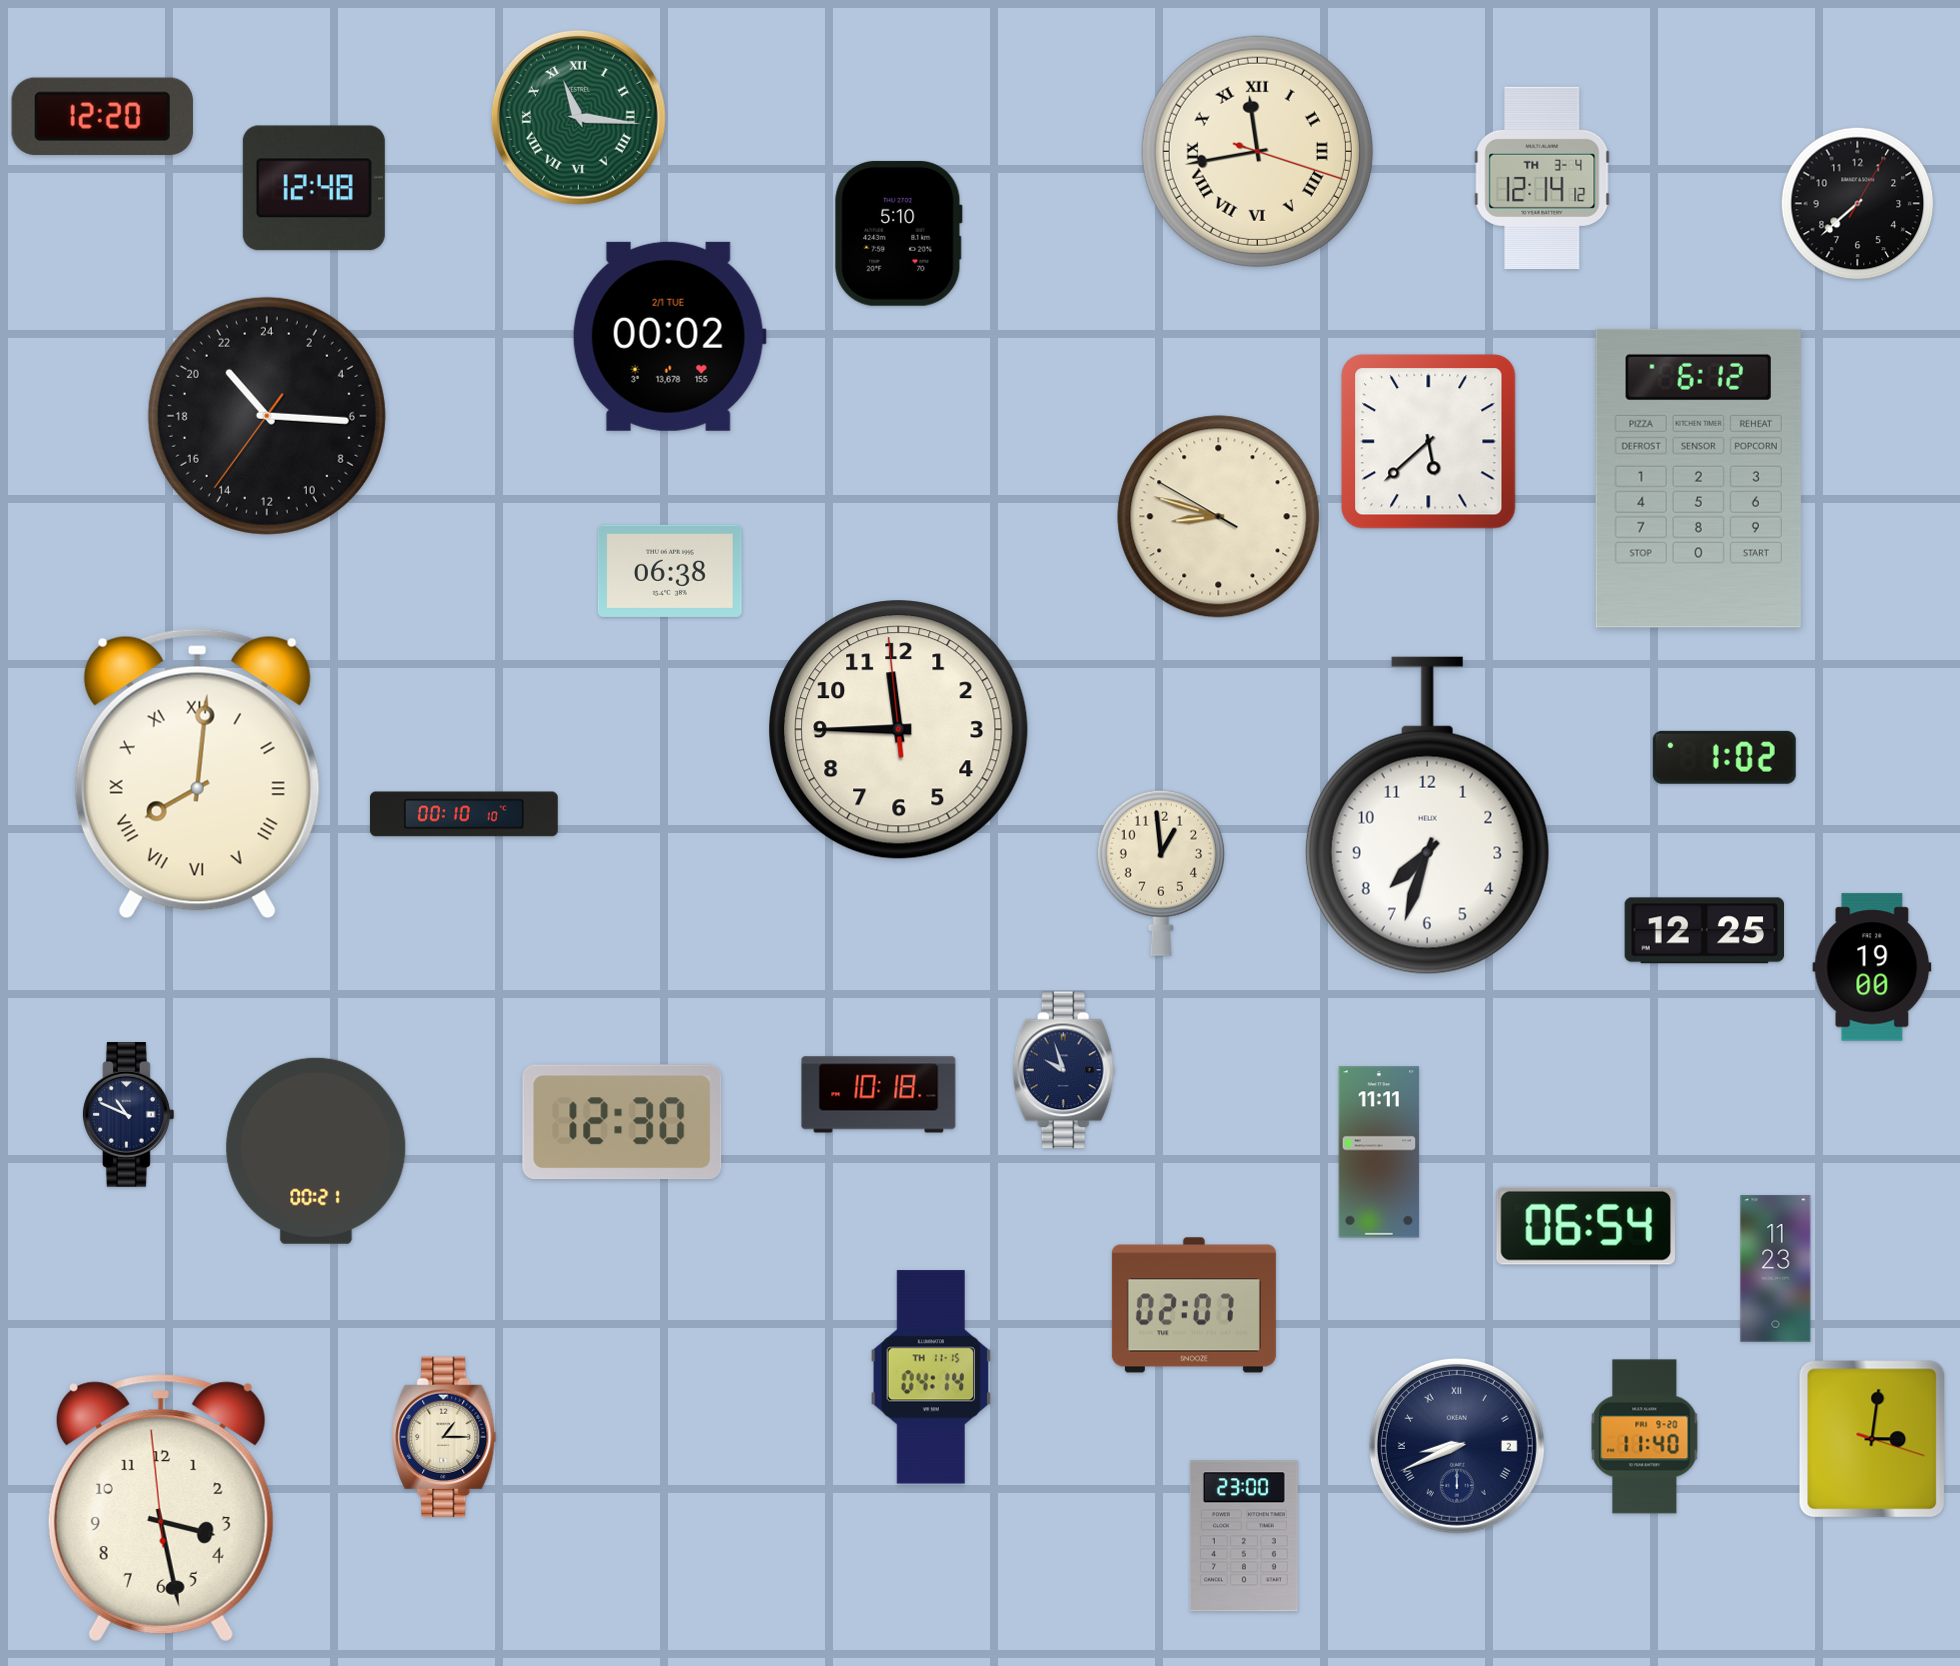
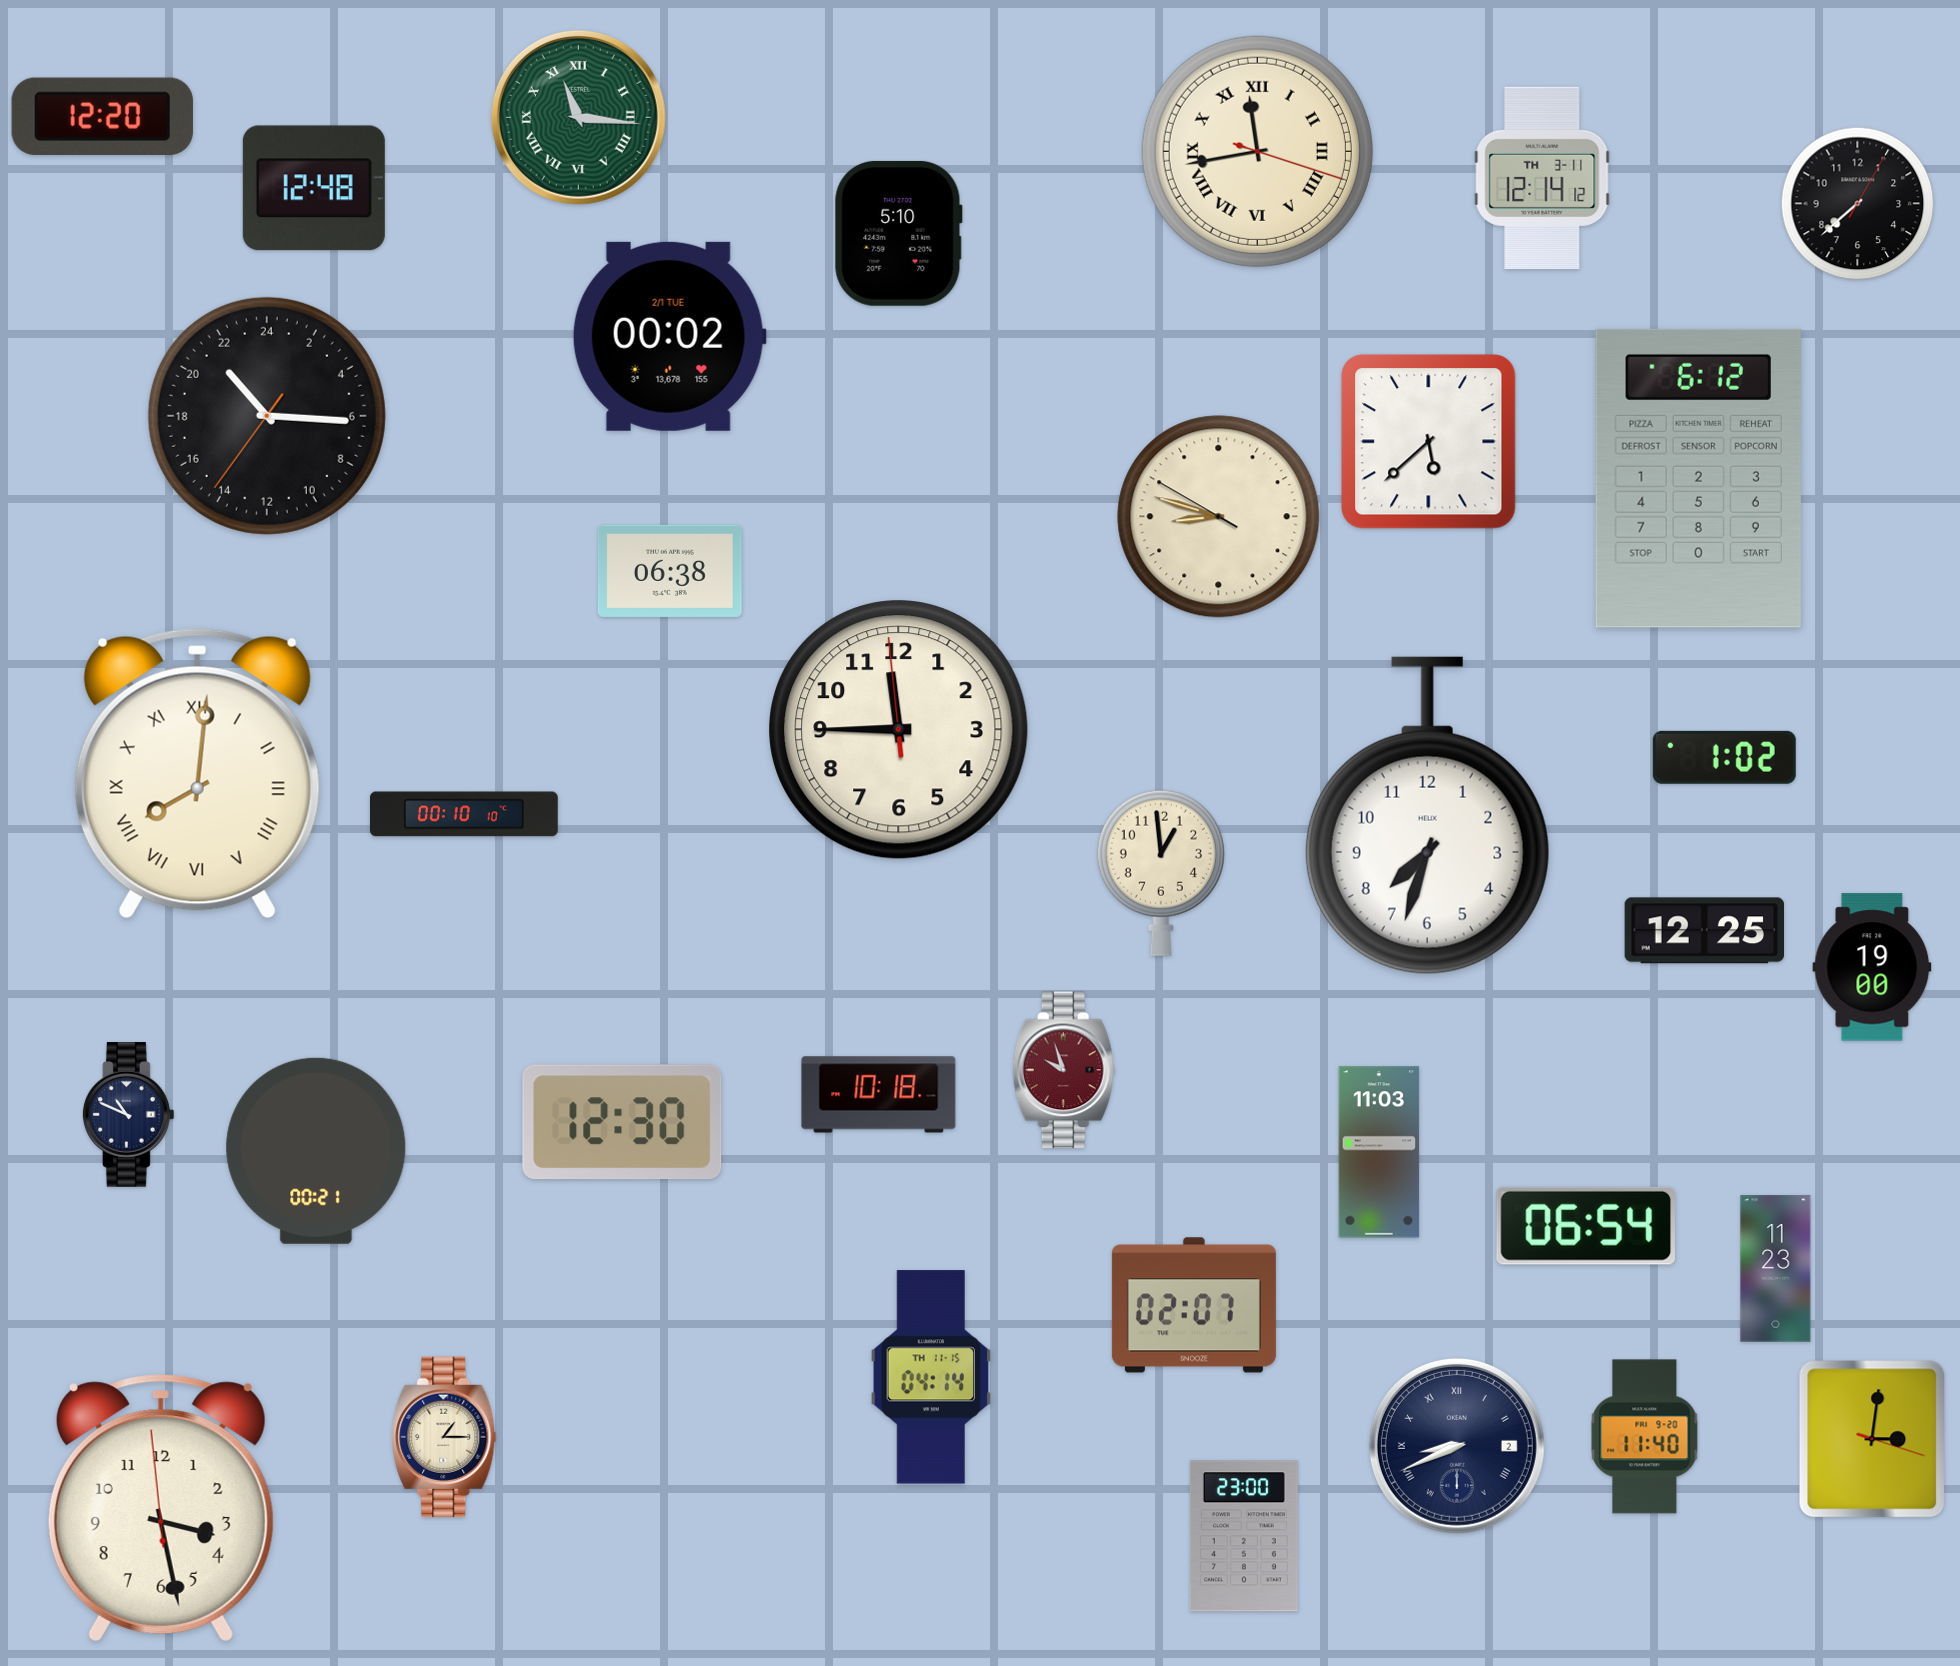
clock at (1542, 178) date: TH 3-4 -> TH 3-11
clock at (1064, 1070) dial: navy -> burgundy
clock at (1379, 1152): 11:11 -> 11:03
